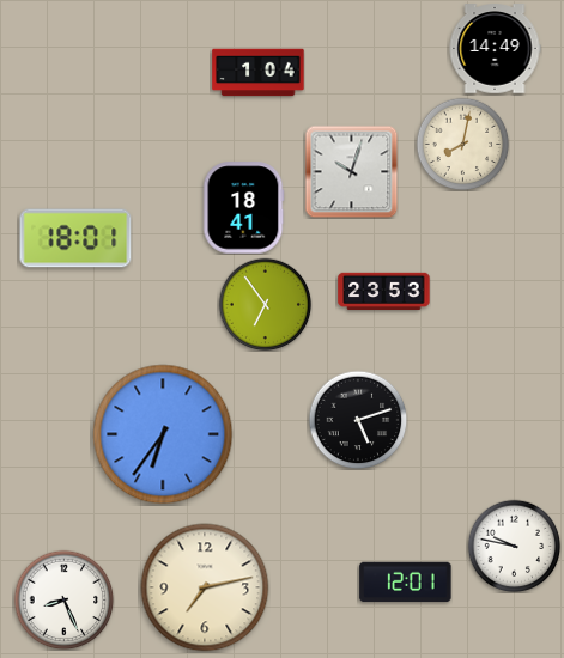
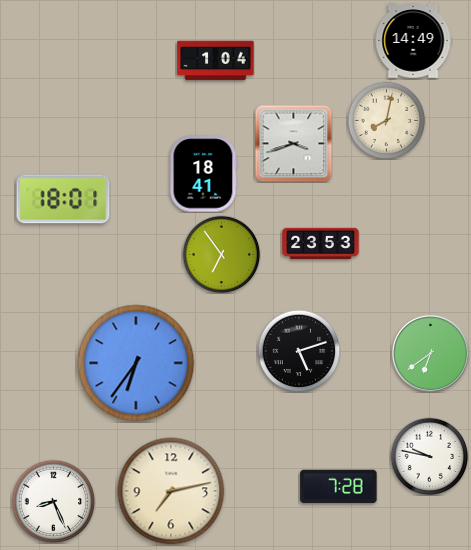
clock at (351, 171): 10:03 -> 3:42
clock at (430, 353): none -> 6:39
clock at (406, 583): 12:01 -> 7:28
